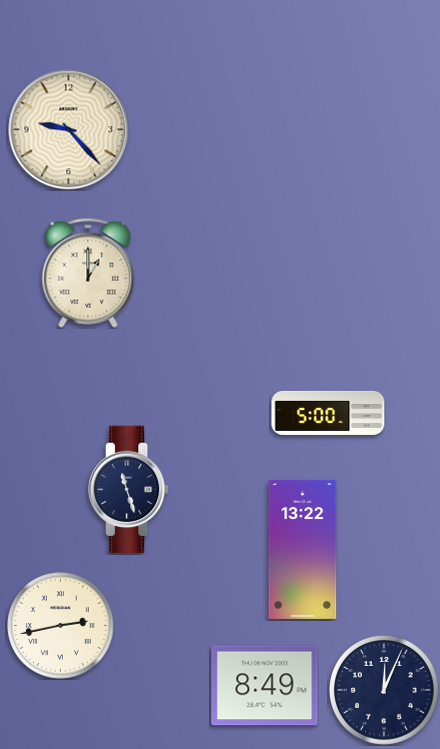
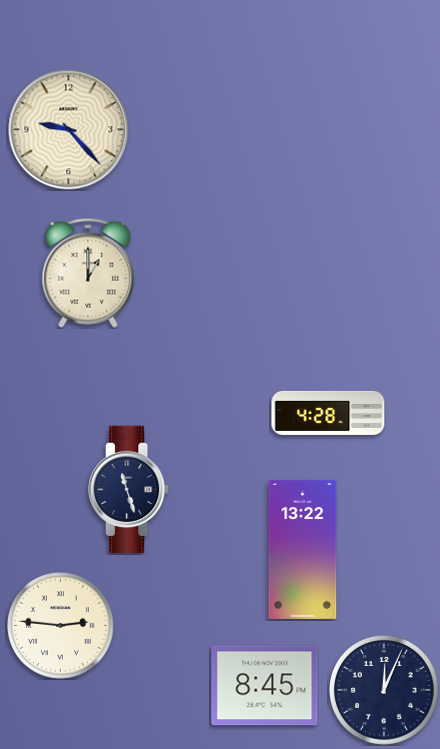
clock at (328, 413): 5:00 -> 4:28
clock at (61, 626): 2:43 -> 2:46
clock at (265, 686): 8:49 -> 8:45
